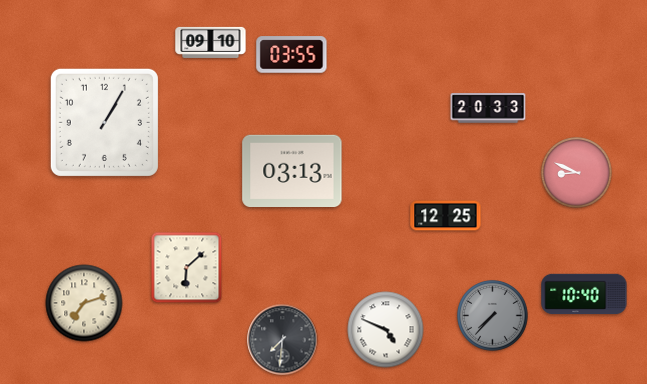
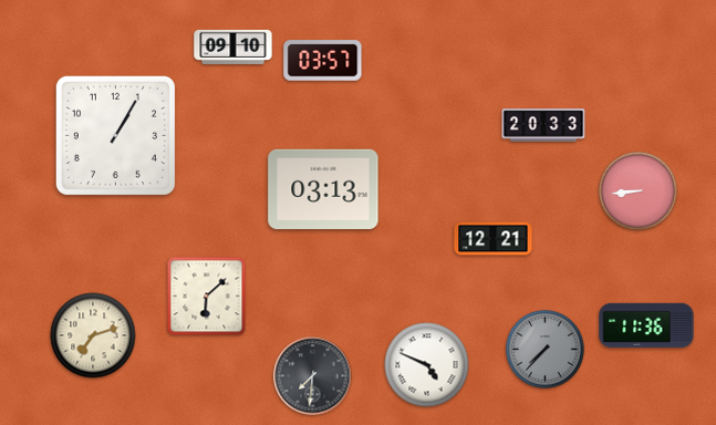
clock at (292, 55): 03:55 -> 03:57
clock at (488, 108) position: (488, 108) -> (543, 125)
clock at (577, 173): 8:49 -> 8:44
clock at (446, 216): 12:25 -> 12:21
clock at (584, 294): 10:40 -> 11:36
